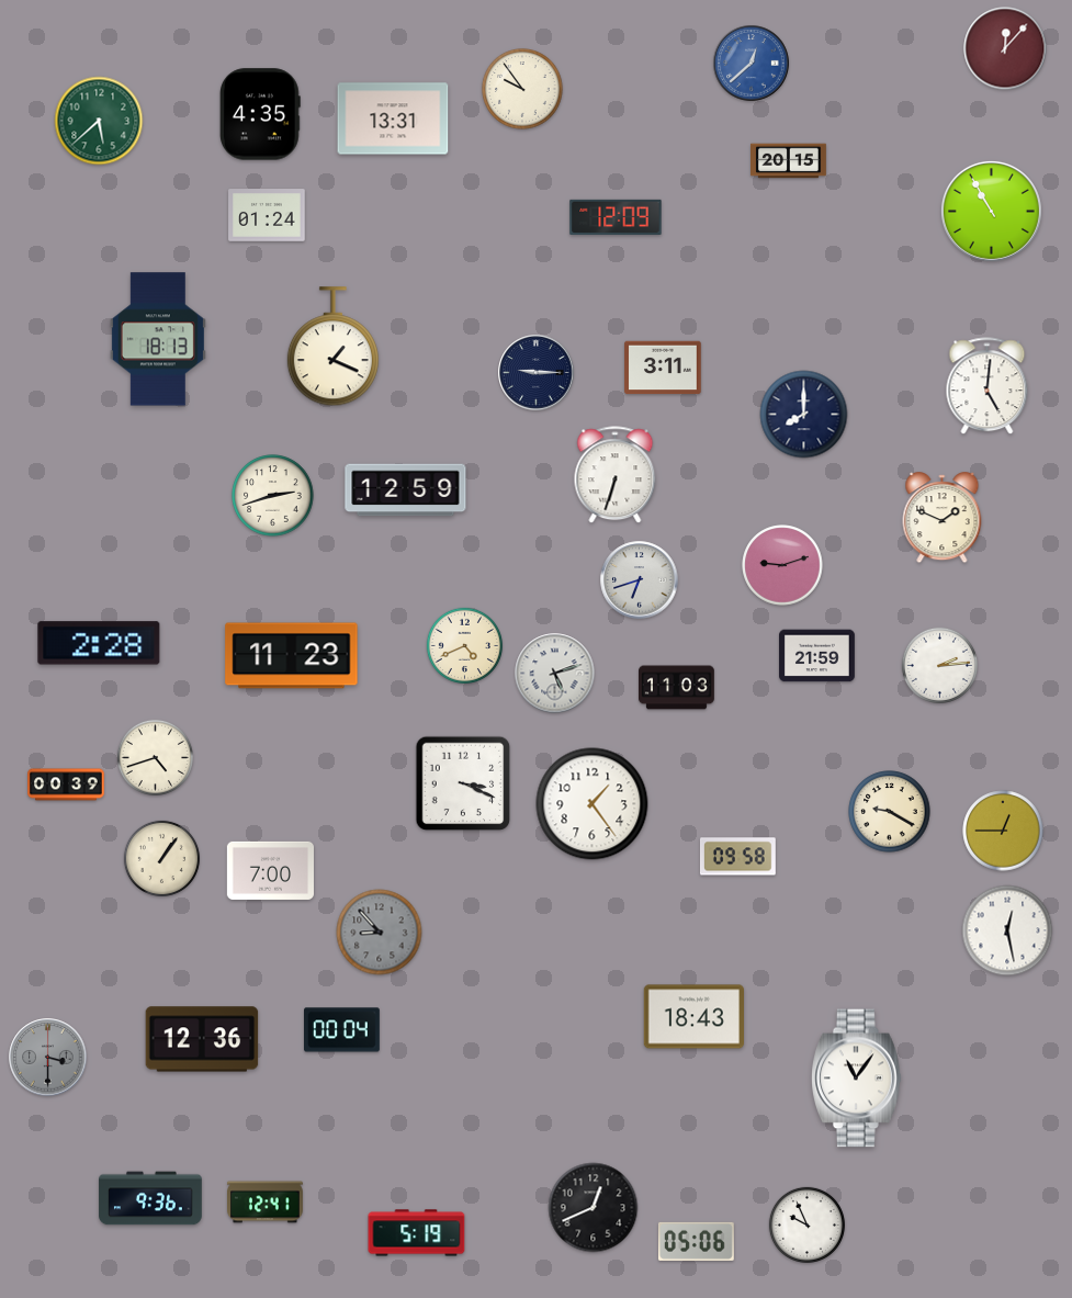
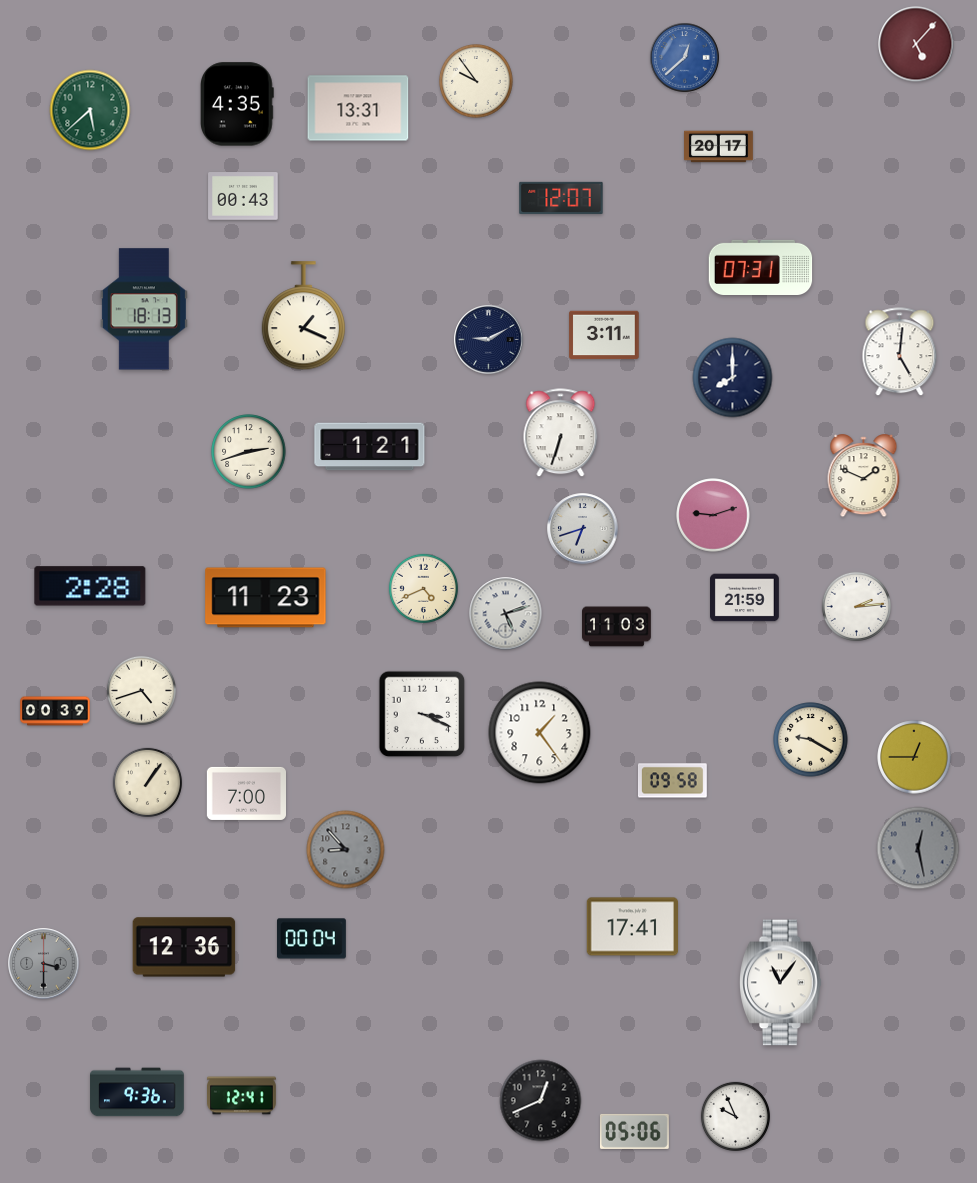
clock at (1005, 48): 12:07 -> 5:07
clock at (789, 161): 20:15 -> 20:17
clock at (991, 211): 10:55 -> none
clock at (267, 215): 01:24 -> 00:43
clock at (616, 217): 12:09 -> 12:07
clock at (761, 267): none -> 07:31
clock at (537, 373): 9:15 -> 9:10
clock at (406, 490): 12:59 -> 1:21
clock at (943, 518) position: (943, 518) -> (864, 476)
clock at (66, 785) position: (66, 785) -> (55, 711)
clock at (1007, 930) dial: white -> grey
clock at (693, 1017): 18:43 -> 17:41
clock at (417, 1233): 5:19 -> none
